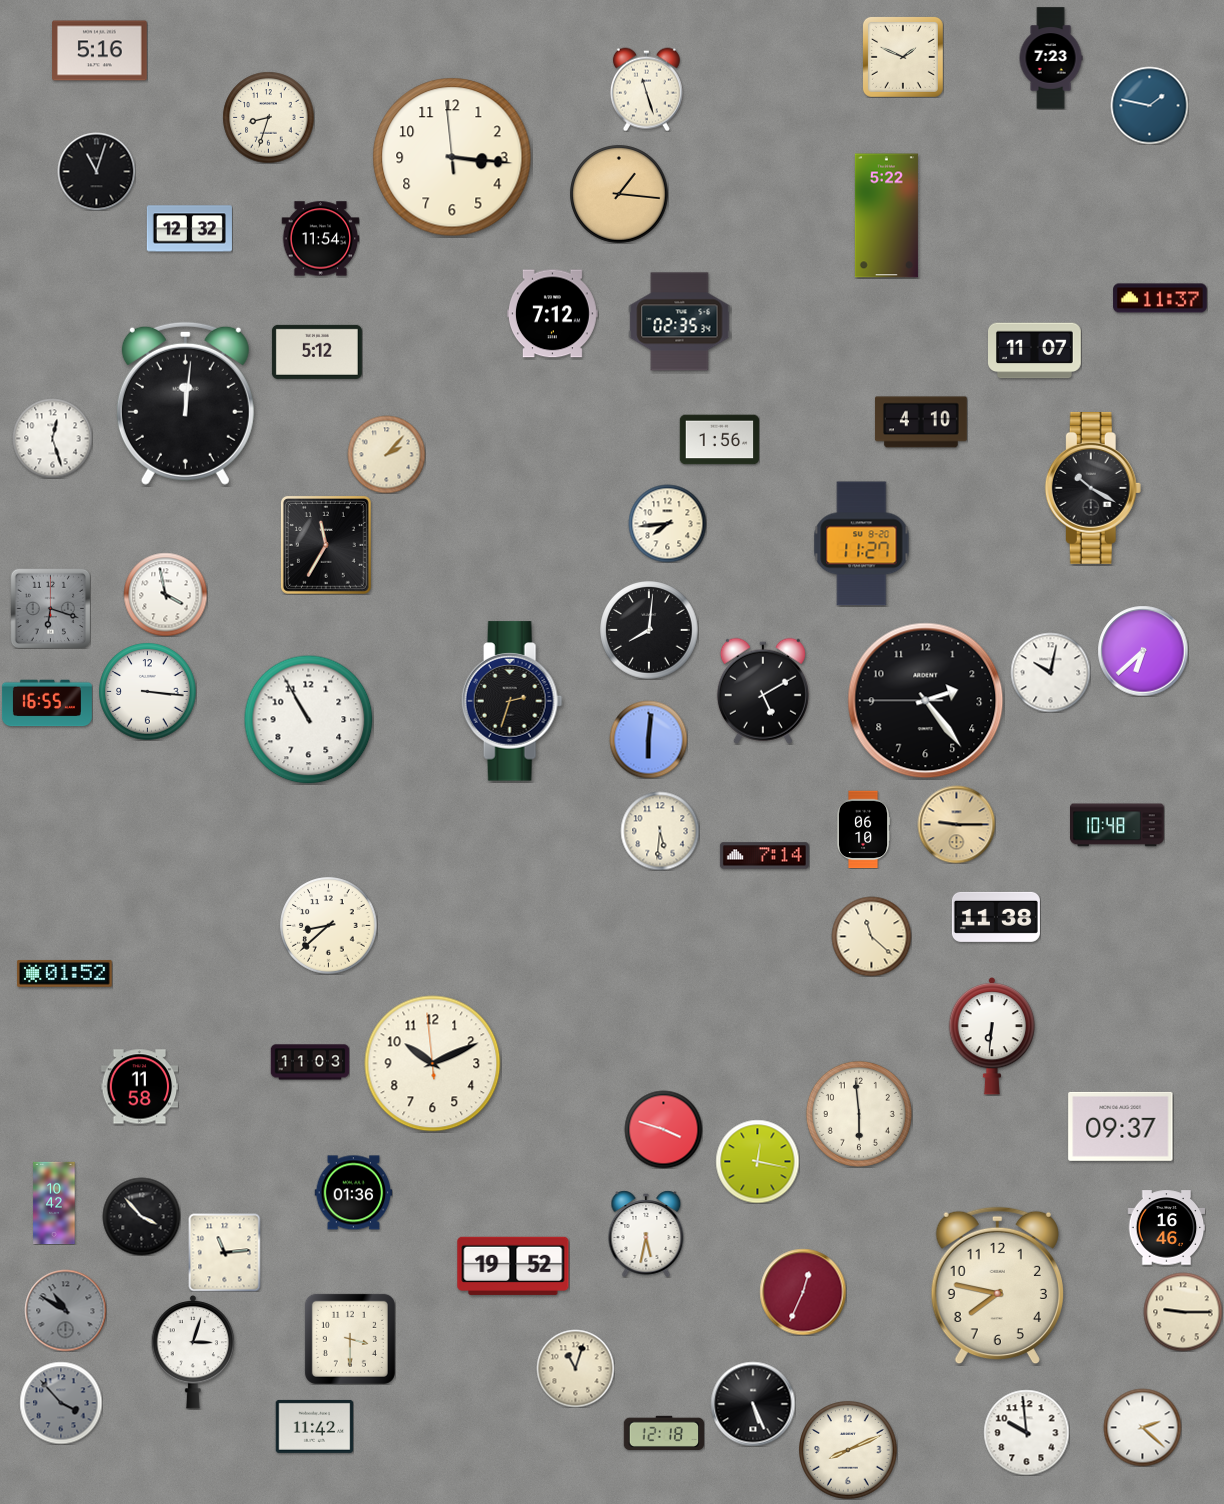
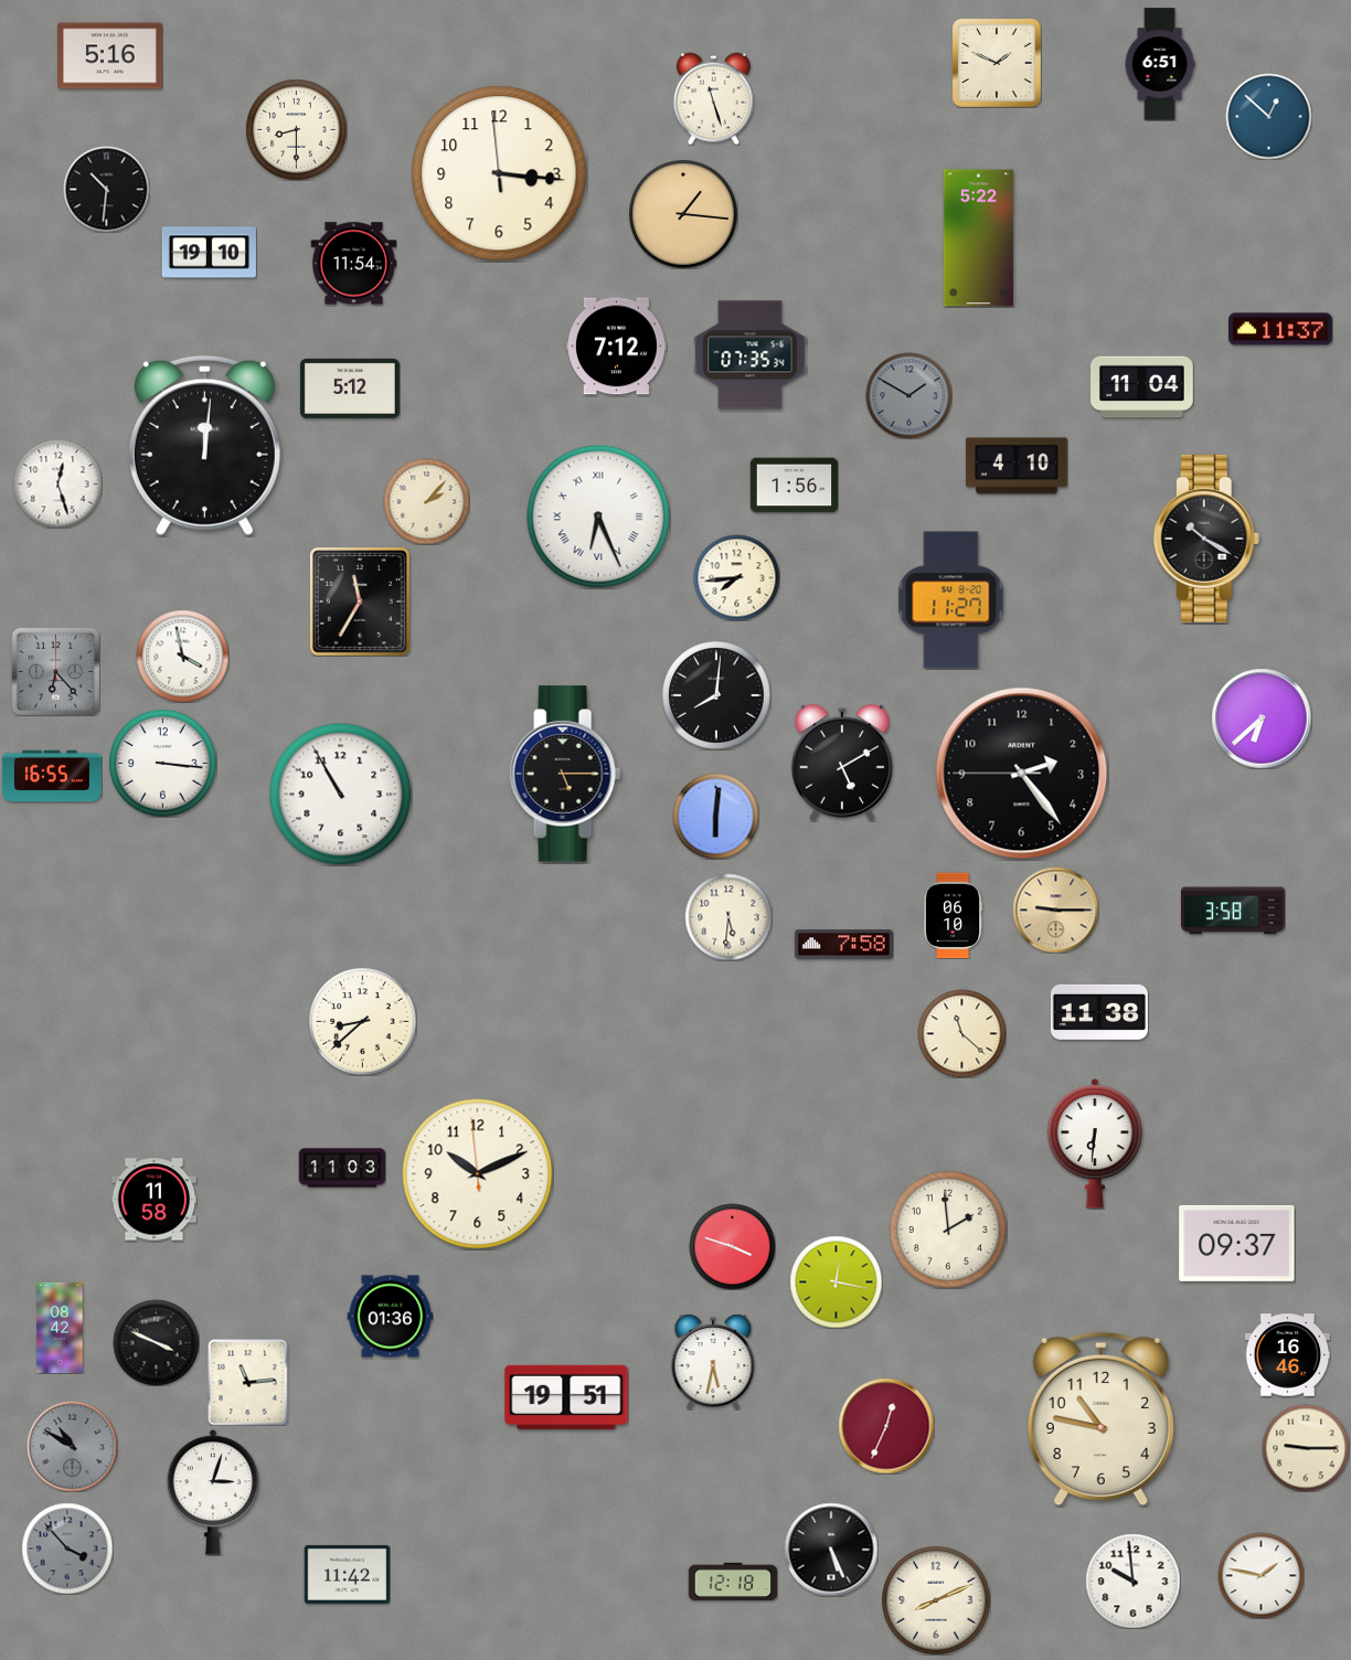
clock at (1051, 58): 7:23 -> 6:51
clock at (1149, 105): 1:47 -> 12:52
clock at (268, 117): 8:33 -> 8:30
clock at (96, 171): 11:03 -> 10:31
clock at (189, 229): 12:32 -> 19:10
clock at (552, 314) position: (552, 314) -> (616, 347)
clock at (680, 322): 02:35 -> 07:35
clock at (1035, 351): 11:07 -> 11:04
clock at (908, 395): none -> 1:50
clock at (598, 517): none -> 6:26
clock at (50, 608): 6:18 -> 6:23
clock at (1050, 672): 10:02 -> none
clock at (512, 701): 2:33 -> 5:15
clock at (1118, 825): 10:48 -> 3:58
clock at (764, 856): 7:14 -> 7:58
clock at (65, 974): 01:52 -> none
clock at (310, 1062) position: (310, 1062) -> (342, 1168)
clock at (859, 1114): 5:59 -> 1:59
clock at (54, 1203): 10:42 -> 08:42
clock at (141, 1216): 3:53 -> 3:49
clock at (513, 1266): 19:52 -> 19:51
clock at (997, 1286): 7:47 -> 10:47
clock at (350, 1339): 3:30 -> none
clock at (575, 1368): 11:03 -> none
clock at (1142, 1427): 2:22 -> 1:47
